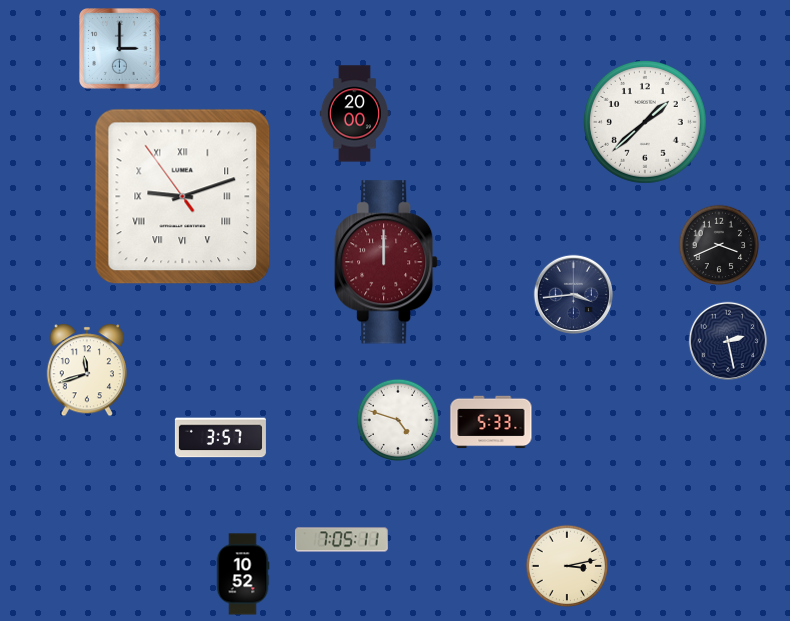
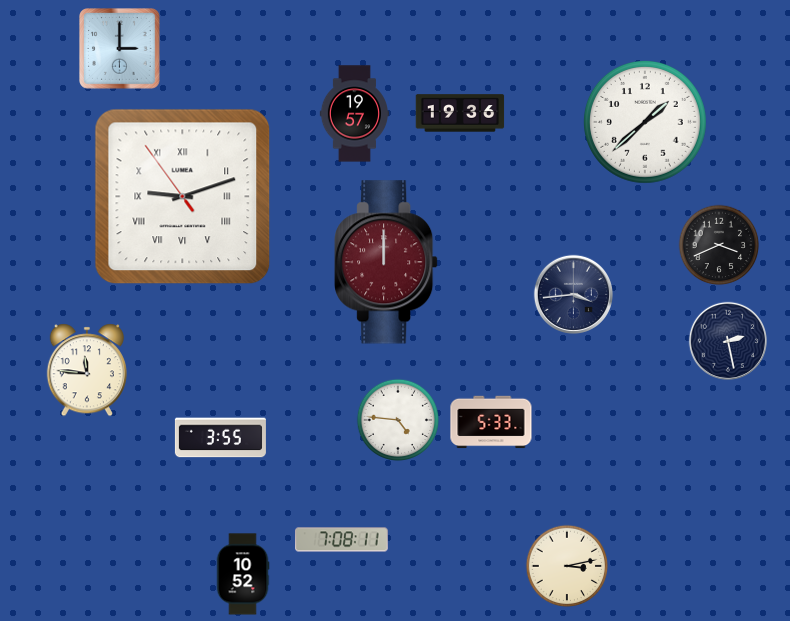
clock at (460, 113): none -> 19:36
clock at (354, 114): 20:00 -> 19:57
clock at (86, 370): 11:42 -> 11:46
clock at (398, 420): 4:48 -> 4:46
clock at (220, 438): 3:57 -> 3:55
clock at (342, 540): 7:05 -> 7:08
